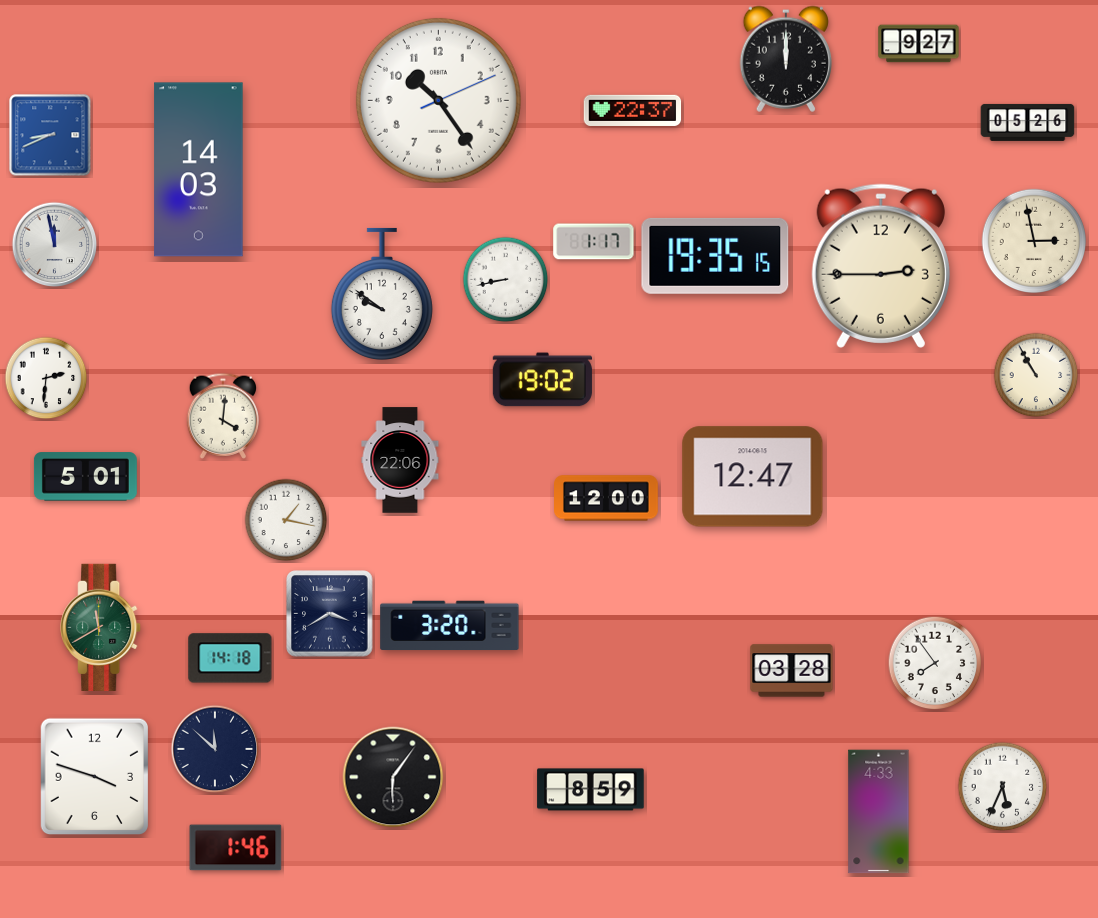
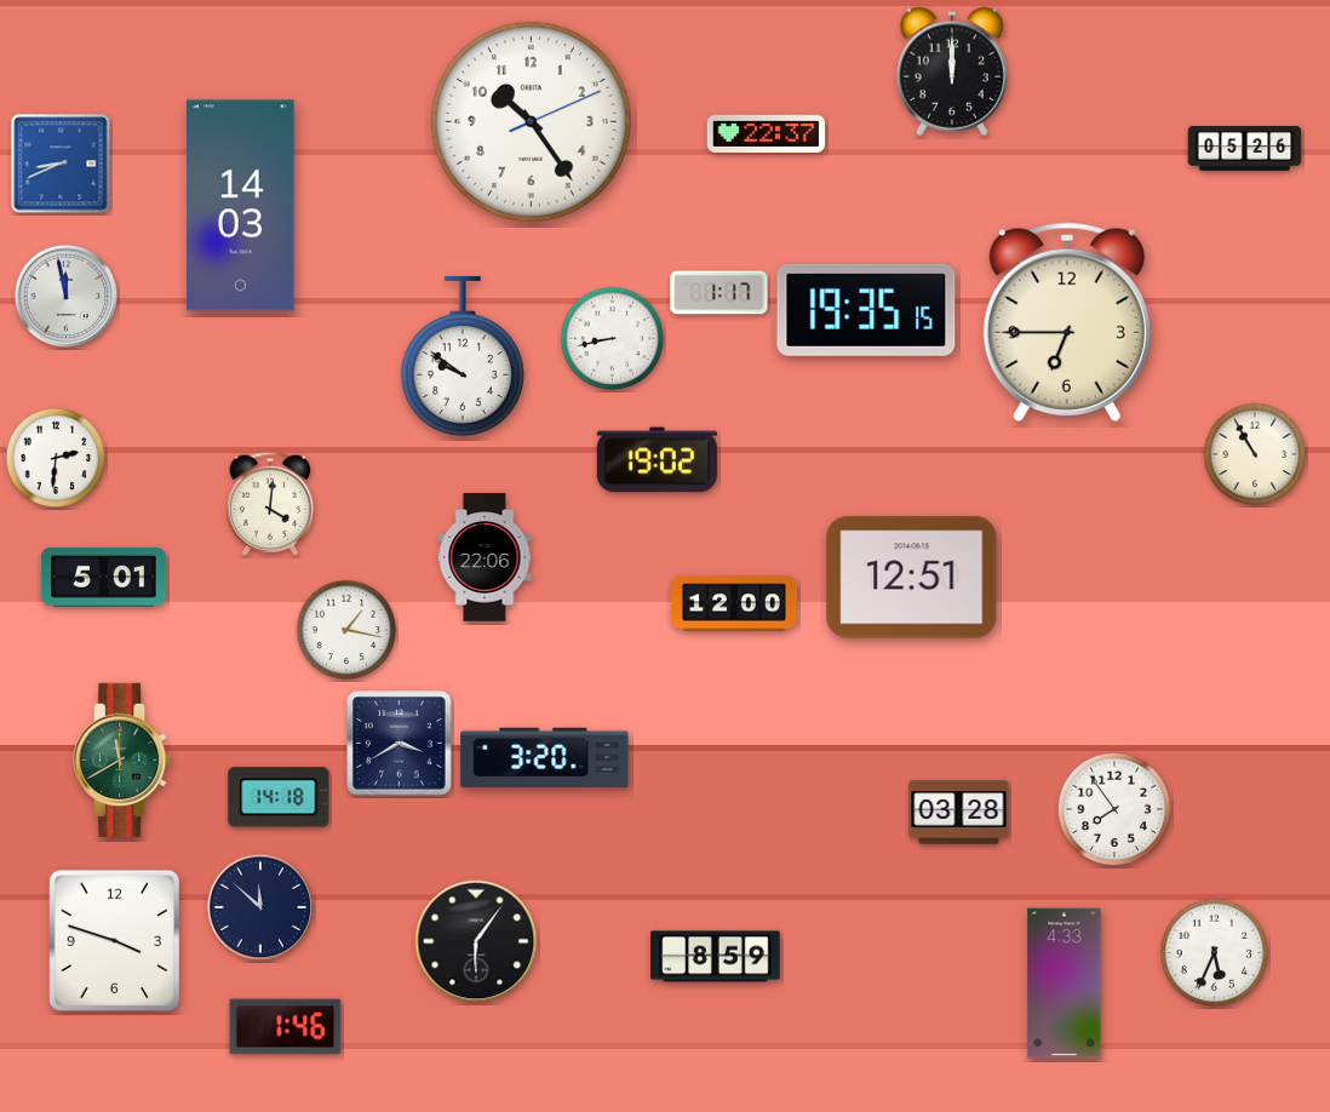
clock at (919, 44): 9:27 -> none
clock at (1034, 241): 2:58 -> none
clock at (881, 266): 2:45 -> 6:45
clock at (753, 477): 12:47 -> 12:51
clock at (935, 663) position: (935, 663) -> (1114, 809)
